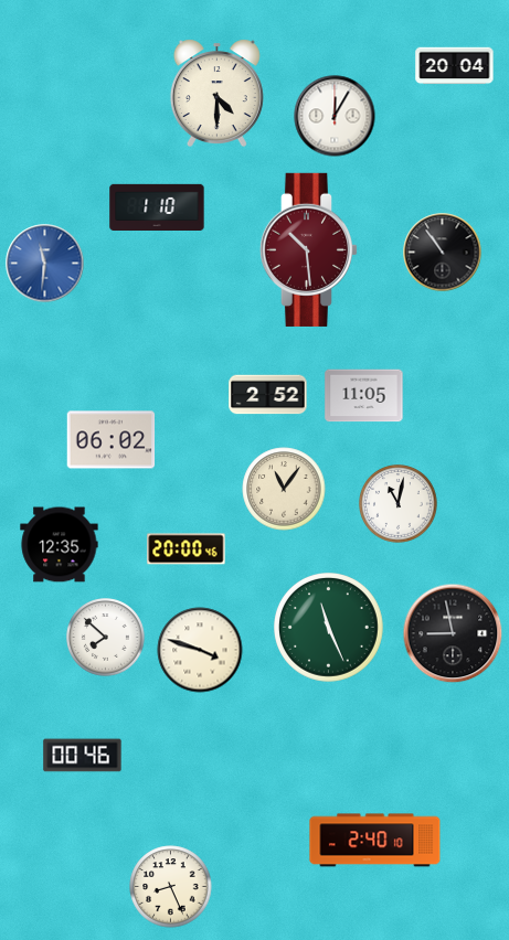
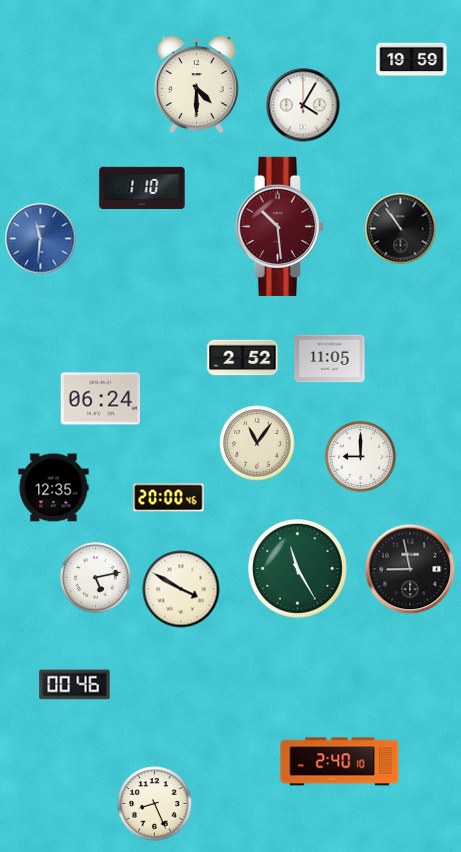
clock at (455, 66): 20:04 -> 19:59
clock at (335, 116): 12:05 -> 4:05
clock at (112, 440): 06:02 -> 06:24
clock at (399, 504): 11:02 -> 9:00
clock at (60, 545) position: (60, 545) -> (54, 488)
clock at (329, 628): 11:26 -> 11:25
clock at (453, 633) position: (453, 633) -> (410, 569)
clock at (106, 638): 7:52 -> 5:13
clock at (200, 650): 3:48 -> 3:50
